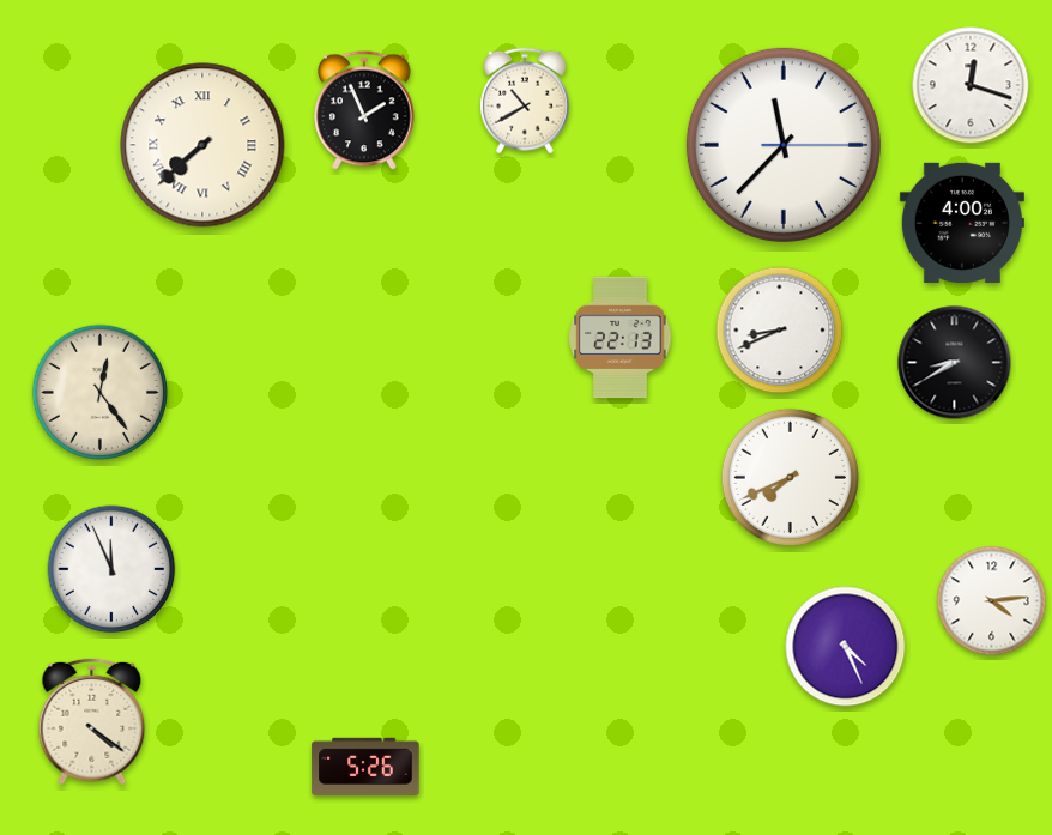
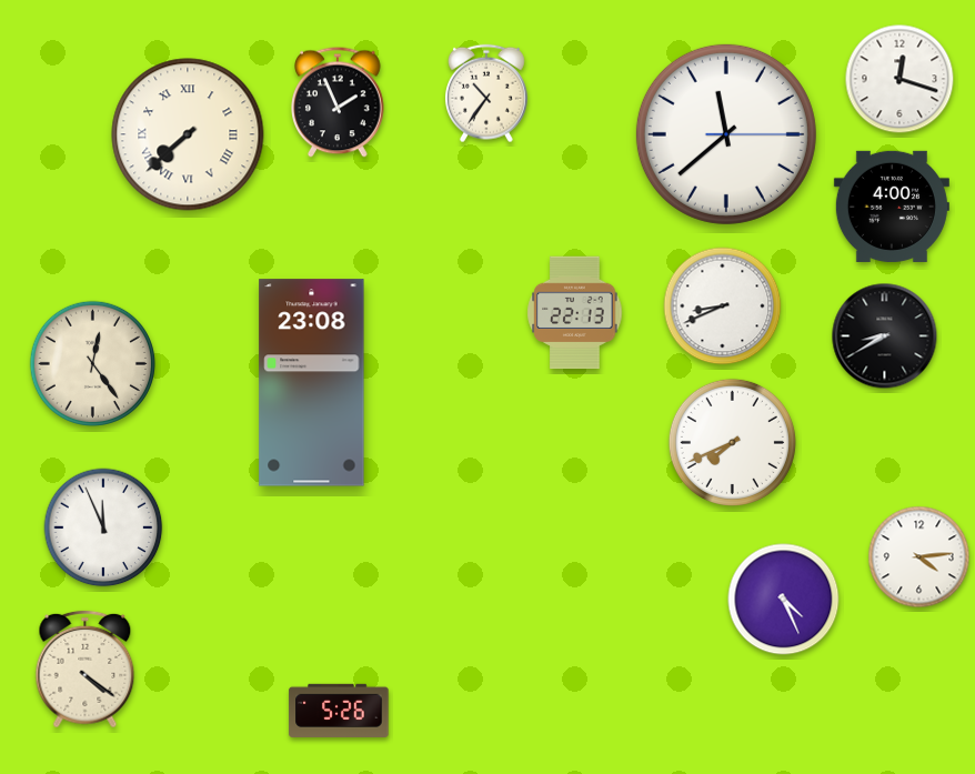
clock at (525, 101): 10:40 -> 10:36
clock at (784, 145): 11:37 -> 11:38
clock at (312, 383): none -> 23:08
